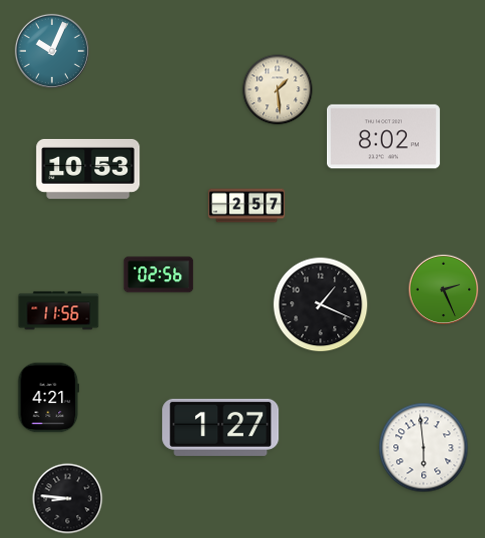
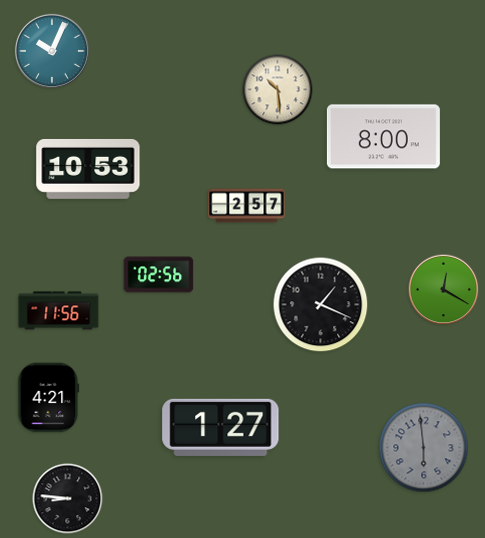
clock at (278, 90): 1:29 -> 10:29
clock at (383, 137): 8:02 -> 8:00
clock at (444, 290): 2:26 -> 12:20
clock at (424, 448) dial: white -> grey
